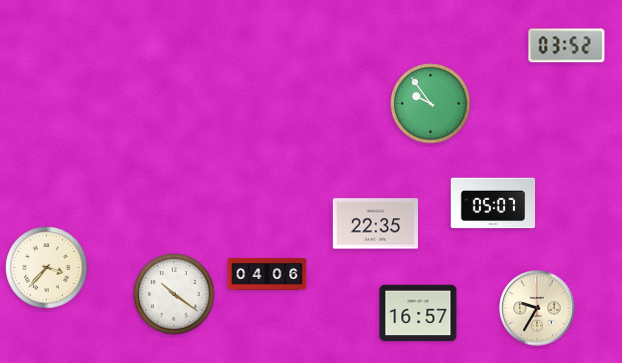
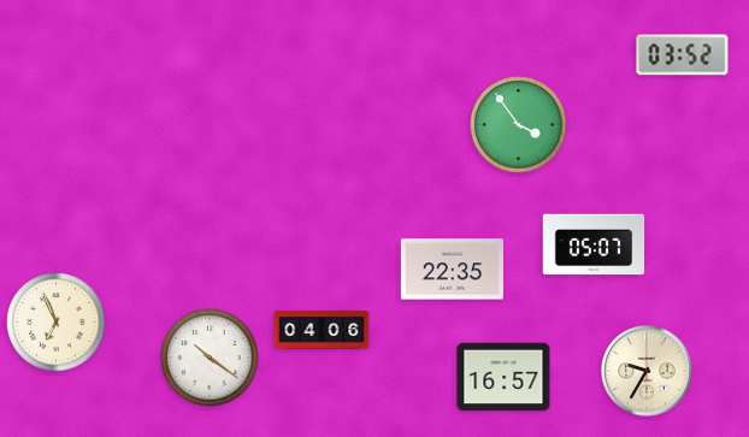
clock at (431, 104): 9:54 -> 3:54
clock at (47, 268): 3:37 -> 6:56
clock at (174, 294) position: (174, 294) -> (210, 358)
